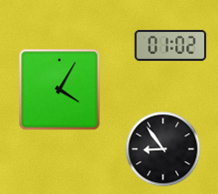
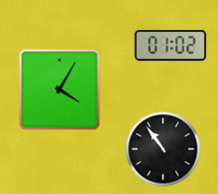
clock at (163, 149): 8:54 -> 10:54
